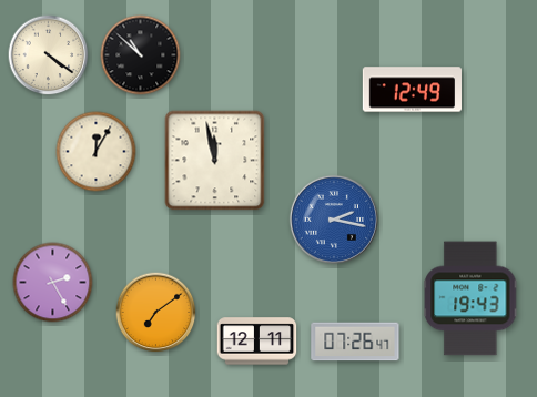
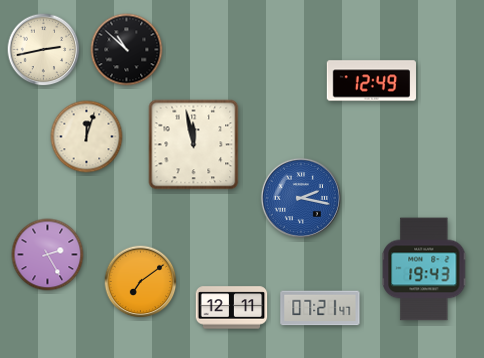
clock at (49, 55): 4:21 -> 2:43
clock at (97, 152): 12:05 -> 12:03
clock at (355, 342): 07:26 -> 07:21
